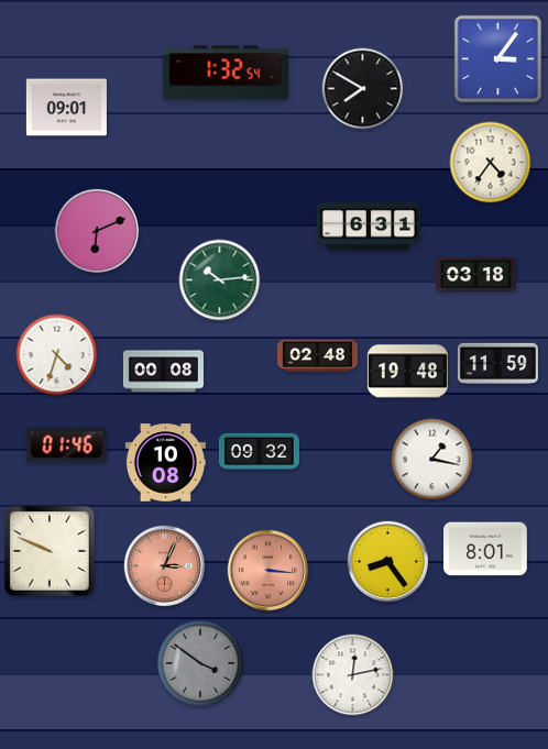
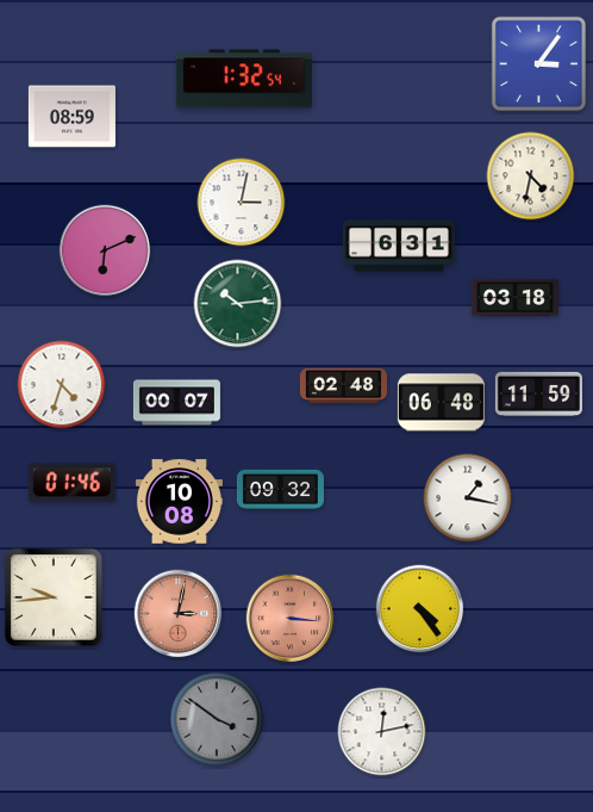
clock at (363, 89): 7:50 -> none
clock at (66, 108): 09:01 -> 08:59
clock at (491, 163): 4:36 -> 4:32
clock at (242, 203): none -> 3:02
clock at (163, 372): 00:08 -> 00:07
clock at (407, 372): 19:48 -> 06:48
clock at (486, 549): 8:01 -> none
clock at (50, 551): 9:49 -> 9:44
clock at (388, 562): 8:24 -> 4:24
clock at (165, 566): 3:04 -> 3:02
